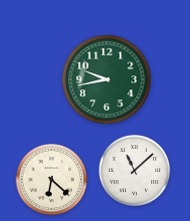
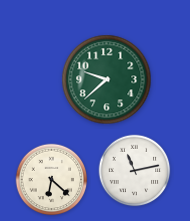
clock at (107, 80): 9:43 -> 9:38
clock at (135, 171): 11:08 -> 11:13
